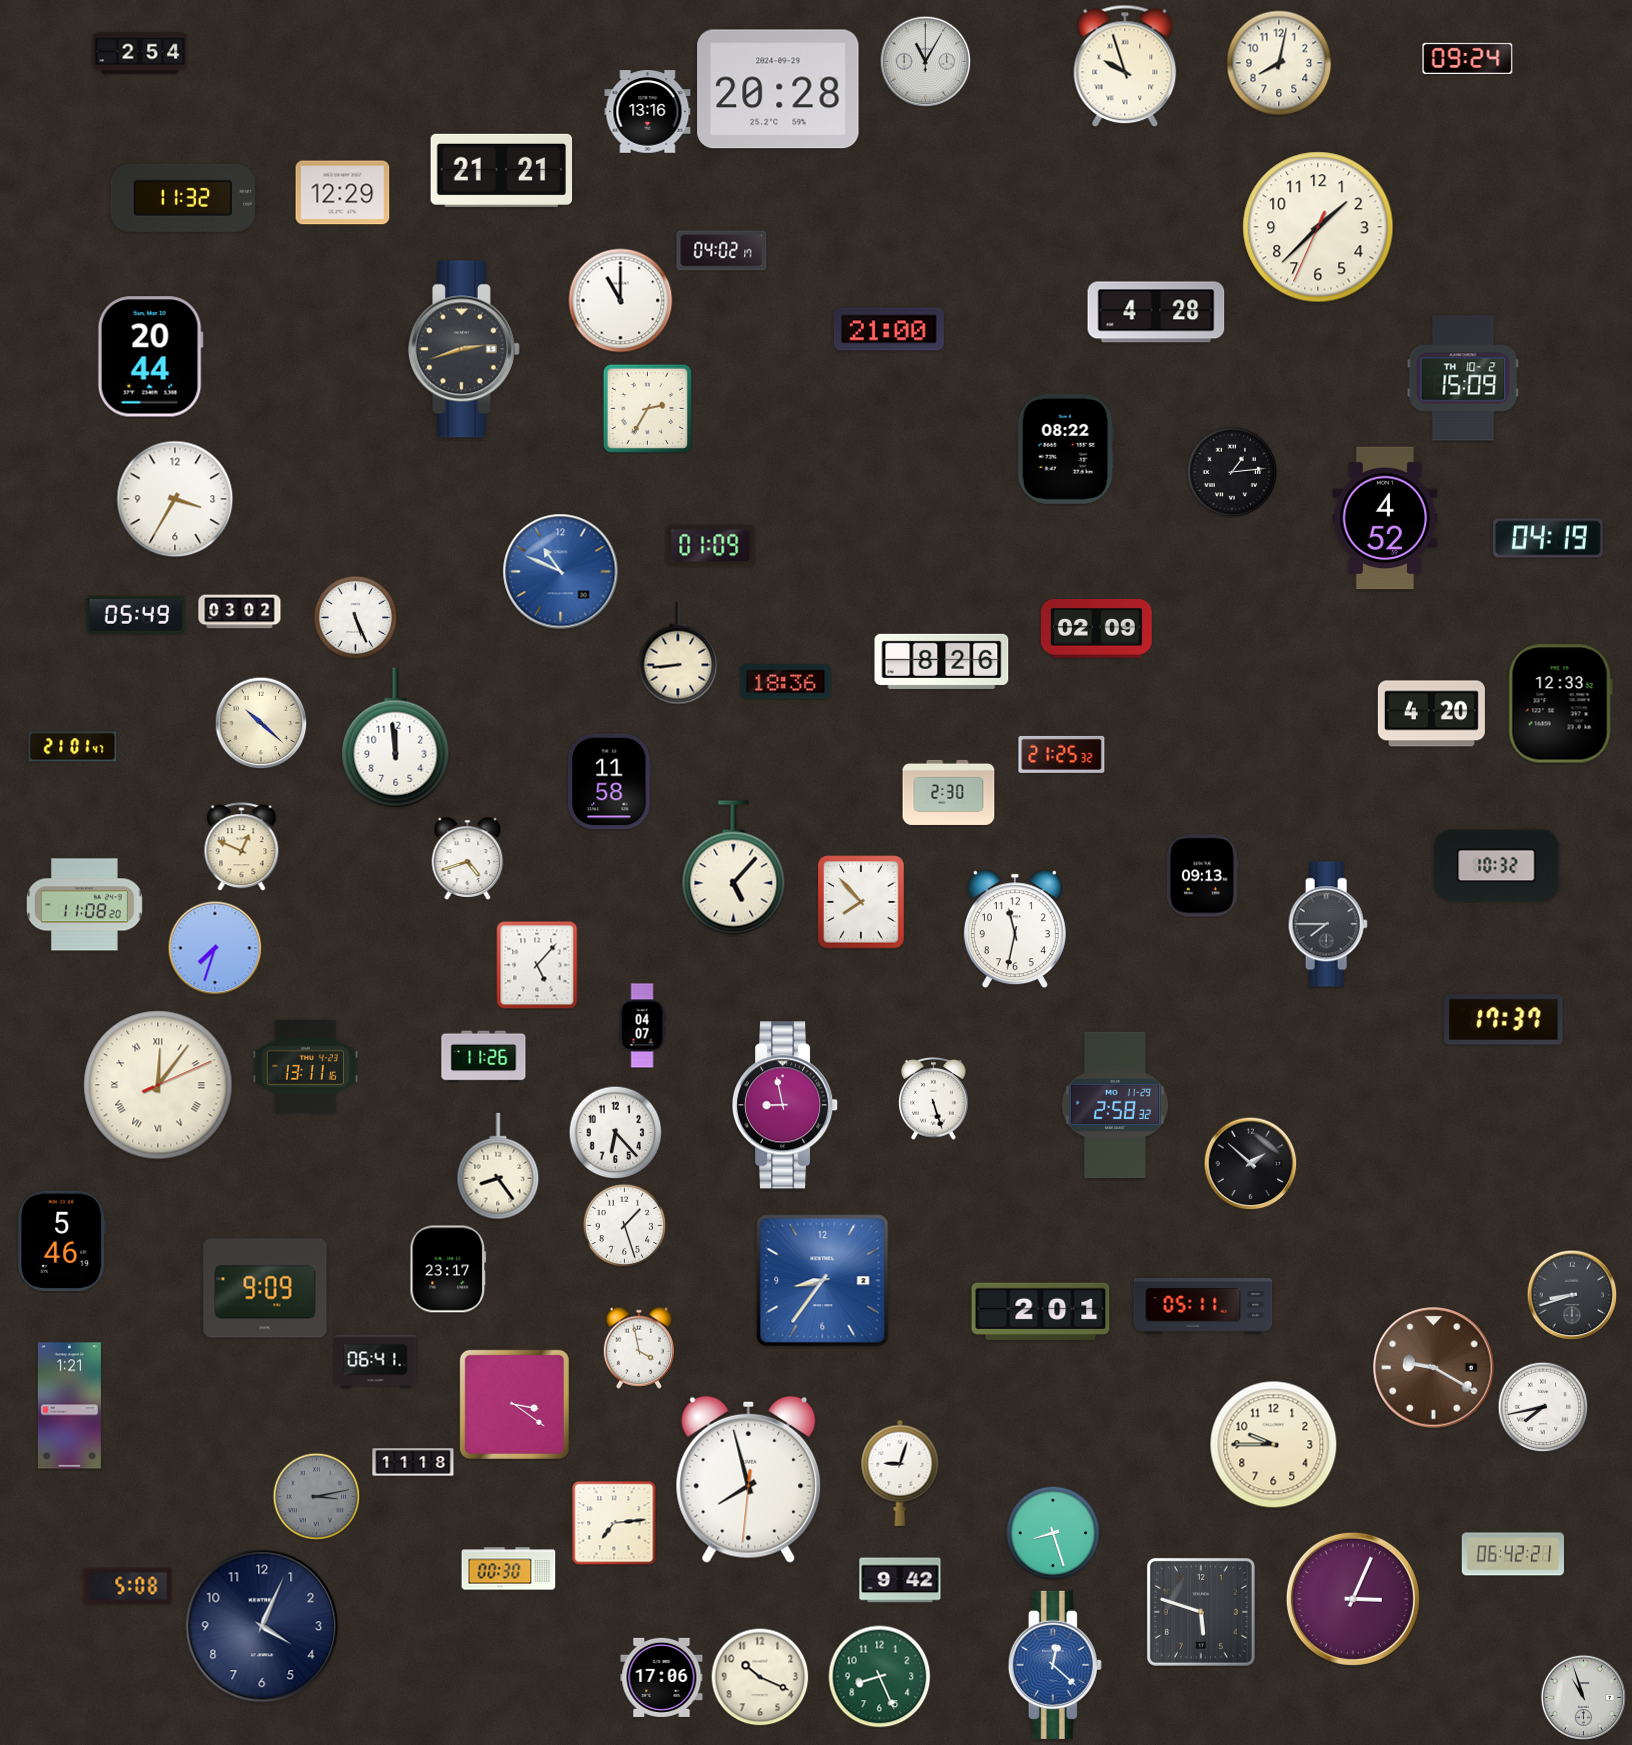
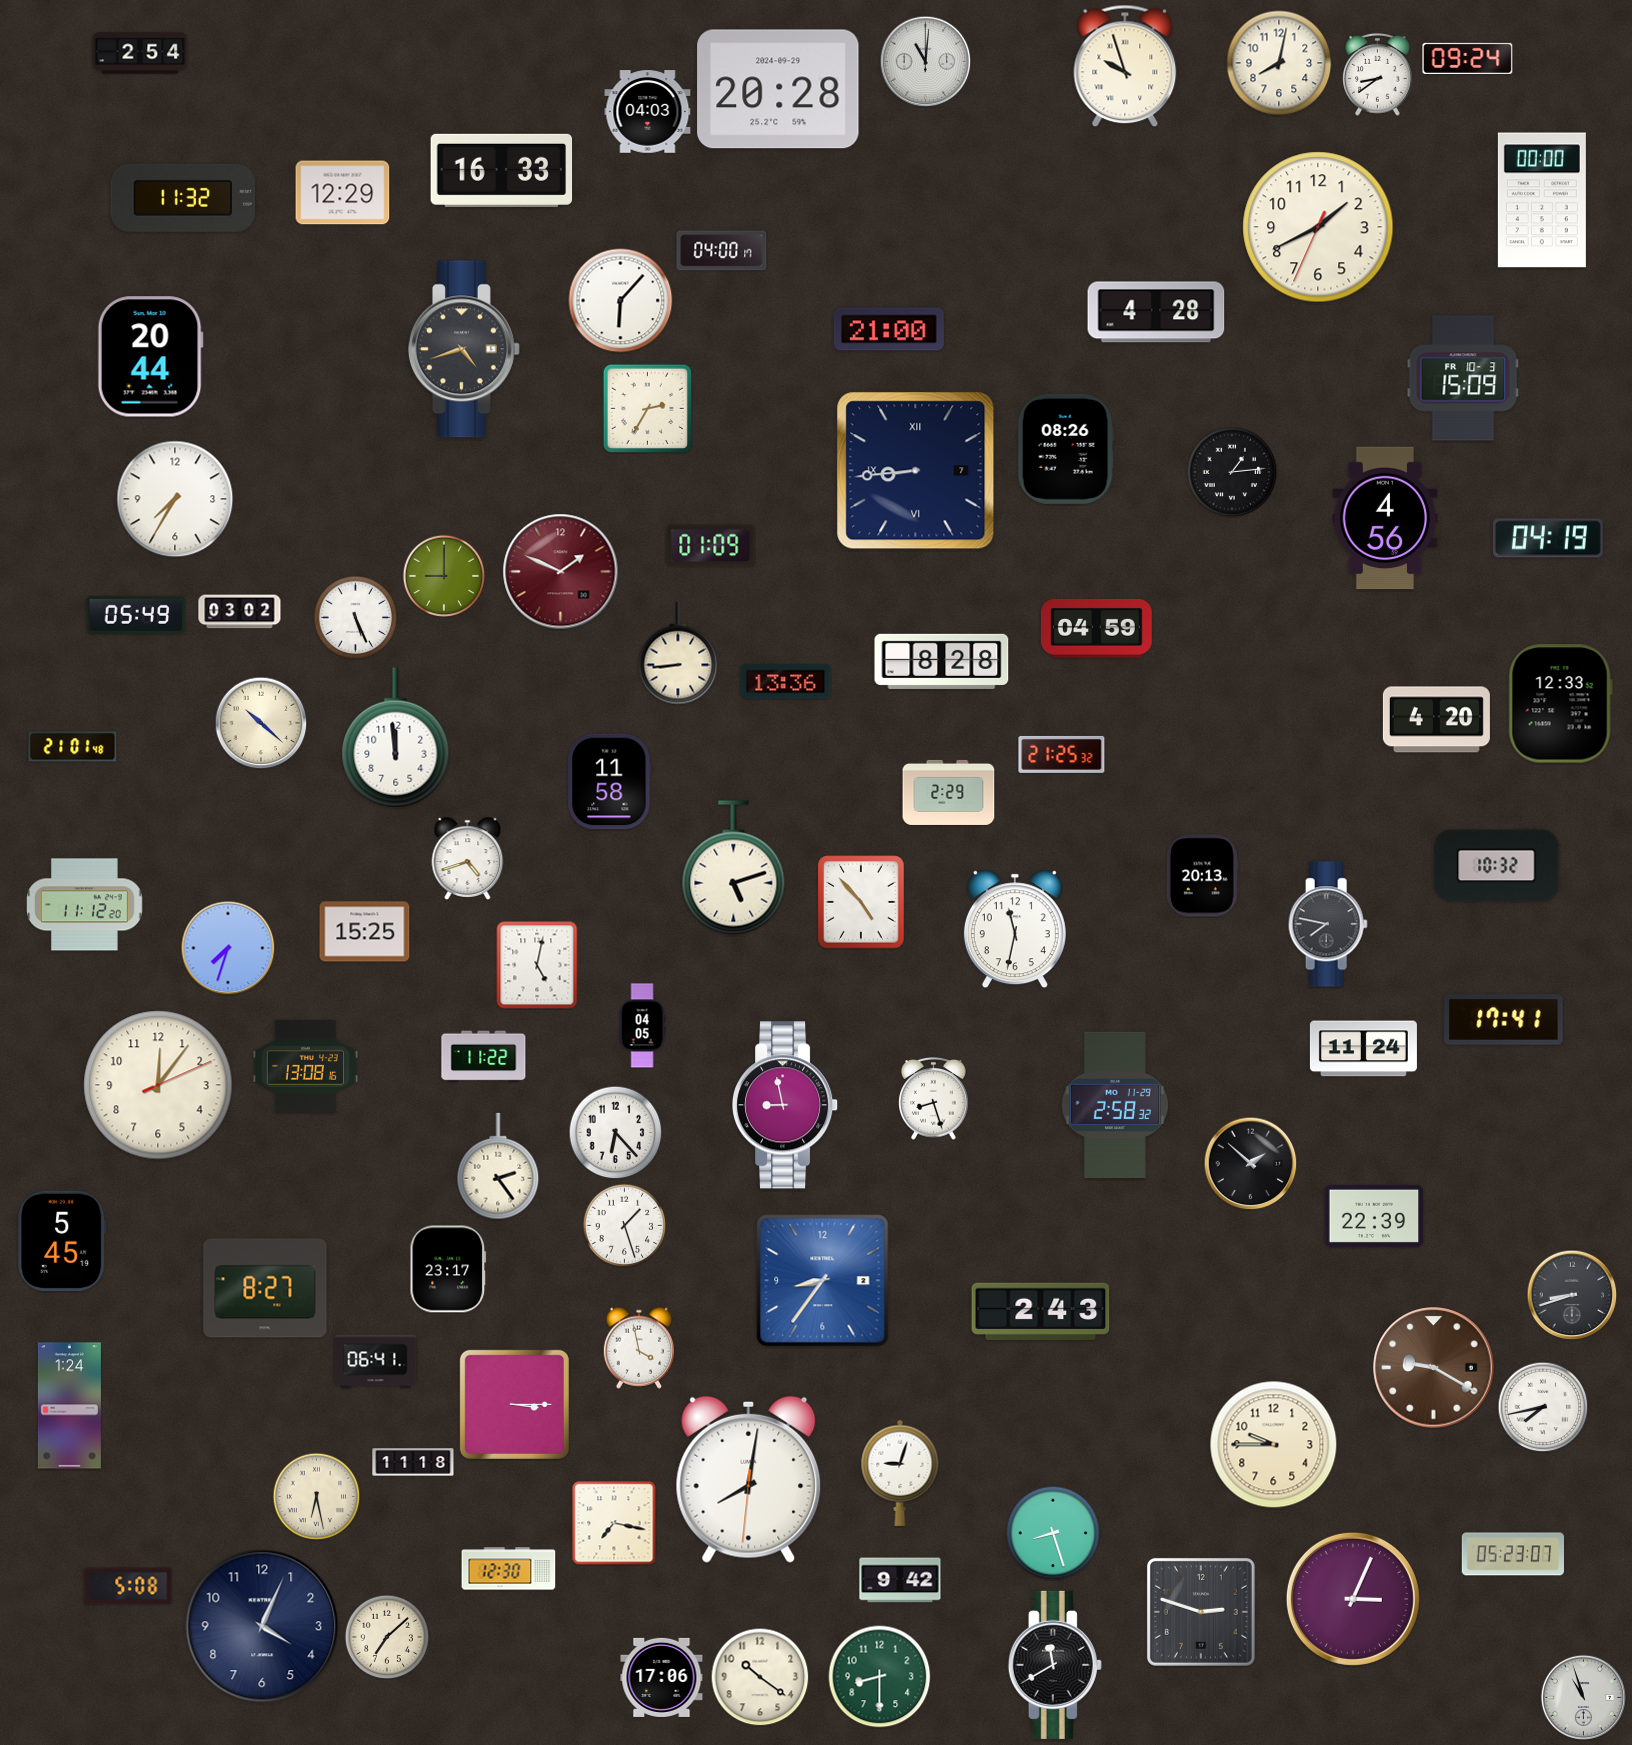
clock at (925, 61): 11:05 -> 11:01
clock at (1378, 75): none -> 8:39
clock at (648, 112): 13:16 -> 04:03
clock at (502, 170): 21:21 -> 16:33
clock at (1542, 200): none -> 00:00
clock at (1318, 227): 1:37 -> 1:40
clock at (722, 251): 04:02 -> 04:00
clock at (621, 301): 11:00 -> 6:07
clock at (465, 349): 2:42 -> 4:42
clock at (1463, 378) date: TH 10-2 -> FR 10-3
clock at (1066, 449): 08:22 -> 08:26
clock at (916, 471): none -> 8:44
clock at (175, 499): 3:35 -> 7:35
clock at (1385, 518): 4:52 -> 4:56
clock at (561, 572): 10:49 -> 1:49
clock at (561, 572) dial: blue -> burgundy
clock at (444, 576): none -> 9:00
clock at (1096, 629): 02:09 -> 04:59
clock at (942, 661): 8:26 -> 8:28
clock at (786, 682): 18:36 -> 13:36
clock at (1431, 714) position: (1431, 714) -> (1436, 720)
clock at (73, 747): 21:01:47 -> 21:01:48
clock at (949, 792): 2:30 -> 2:29
clock at (242, 847): 12:49 -> none
clock at (734, 868): 5:07 -> 5:12
clock at (1202, 876): 09:13 -> 20:13
clock at (861, 902): 7:53 -> 4:53
clock at (85, 905): 11:08 -> 11:12
clock at (1328, 924): 7:45 -> 7:47
clock at (365, 932): none -> 15:25
clock at (215, 948) position: (215, 948) -> (228, 948)
clock at (537, 965): 5:07 -> 5:02
clock at (1504, 1020): 17:37 -> 17:41
clock at (642, 1026): 04:07 -> 04:05
clock at (1363, 1049): none -> 11:24
clock at (484, 1057): 11:26 -> 11:22
clock at (305, 1066): 13:11 -> 13:08
clock at (158, 1085) numerals: Roman -> Arabic
clock at (934, 1099): 5:27 -> 8:27
clock at (498, 1166): 8:24 -> 2:24
clock at (1374, 1216): none -> 22:39
clock at (63, 1240): 5:46 -> 5:45
clock at (265, 1288): 9:09 -> 8:27
clock at (1203, 1306): 05:11 -> none
clock at (1041, 1312): 2:01 -> 2:43
clock at (514, 1404): 3:21 -> 3:15
clock at (69, 1406): 1:21 -> 1:24
clock at (749, 1479): 7:57 -> 8:01
clock at (316, 1496): 3:13 -> 6:28
clock at (316, 1496) dial: grey -> cream
clock at (614, 1523): 7:14 -> 7:17
clock at (1513, 1554): 06:42 -> 05:23
clock at (509, 1569): 00:30 -> 12:30
clock at (1201, 1612): 5:48 -> 2:48
clock at (387, 1637): none -> 7:08
clock at (1055, 1665): 12:22 -> 11:40
clock at (1055, 1665) dial: blue -> black
clock at (760, 1677): 10:19 -> 10:21
clock at (880, 1677): 8:26 -> 8:30
